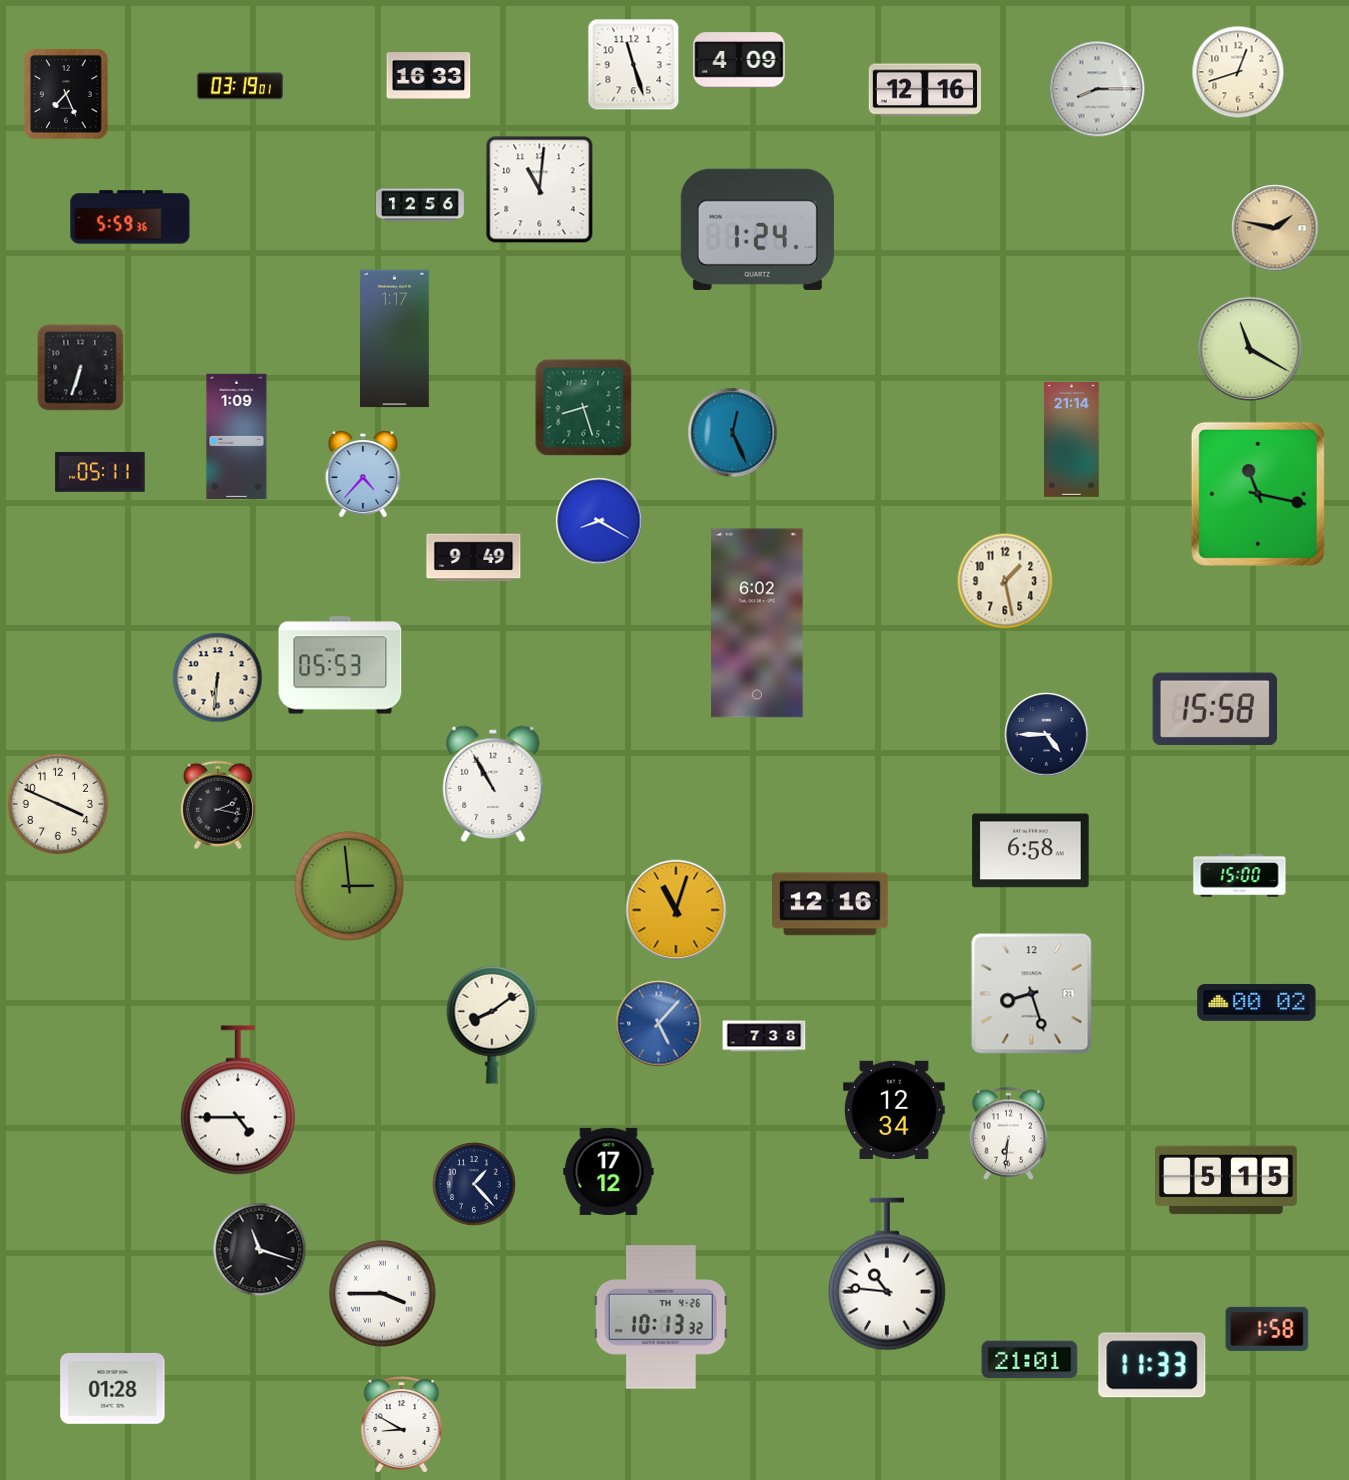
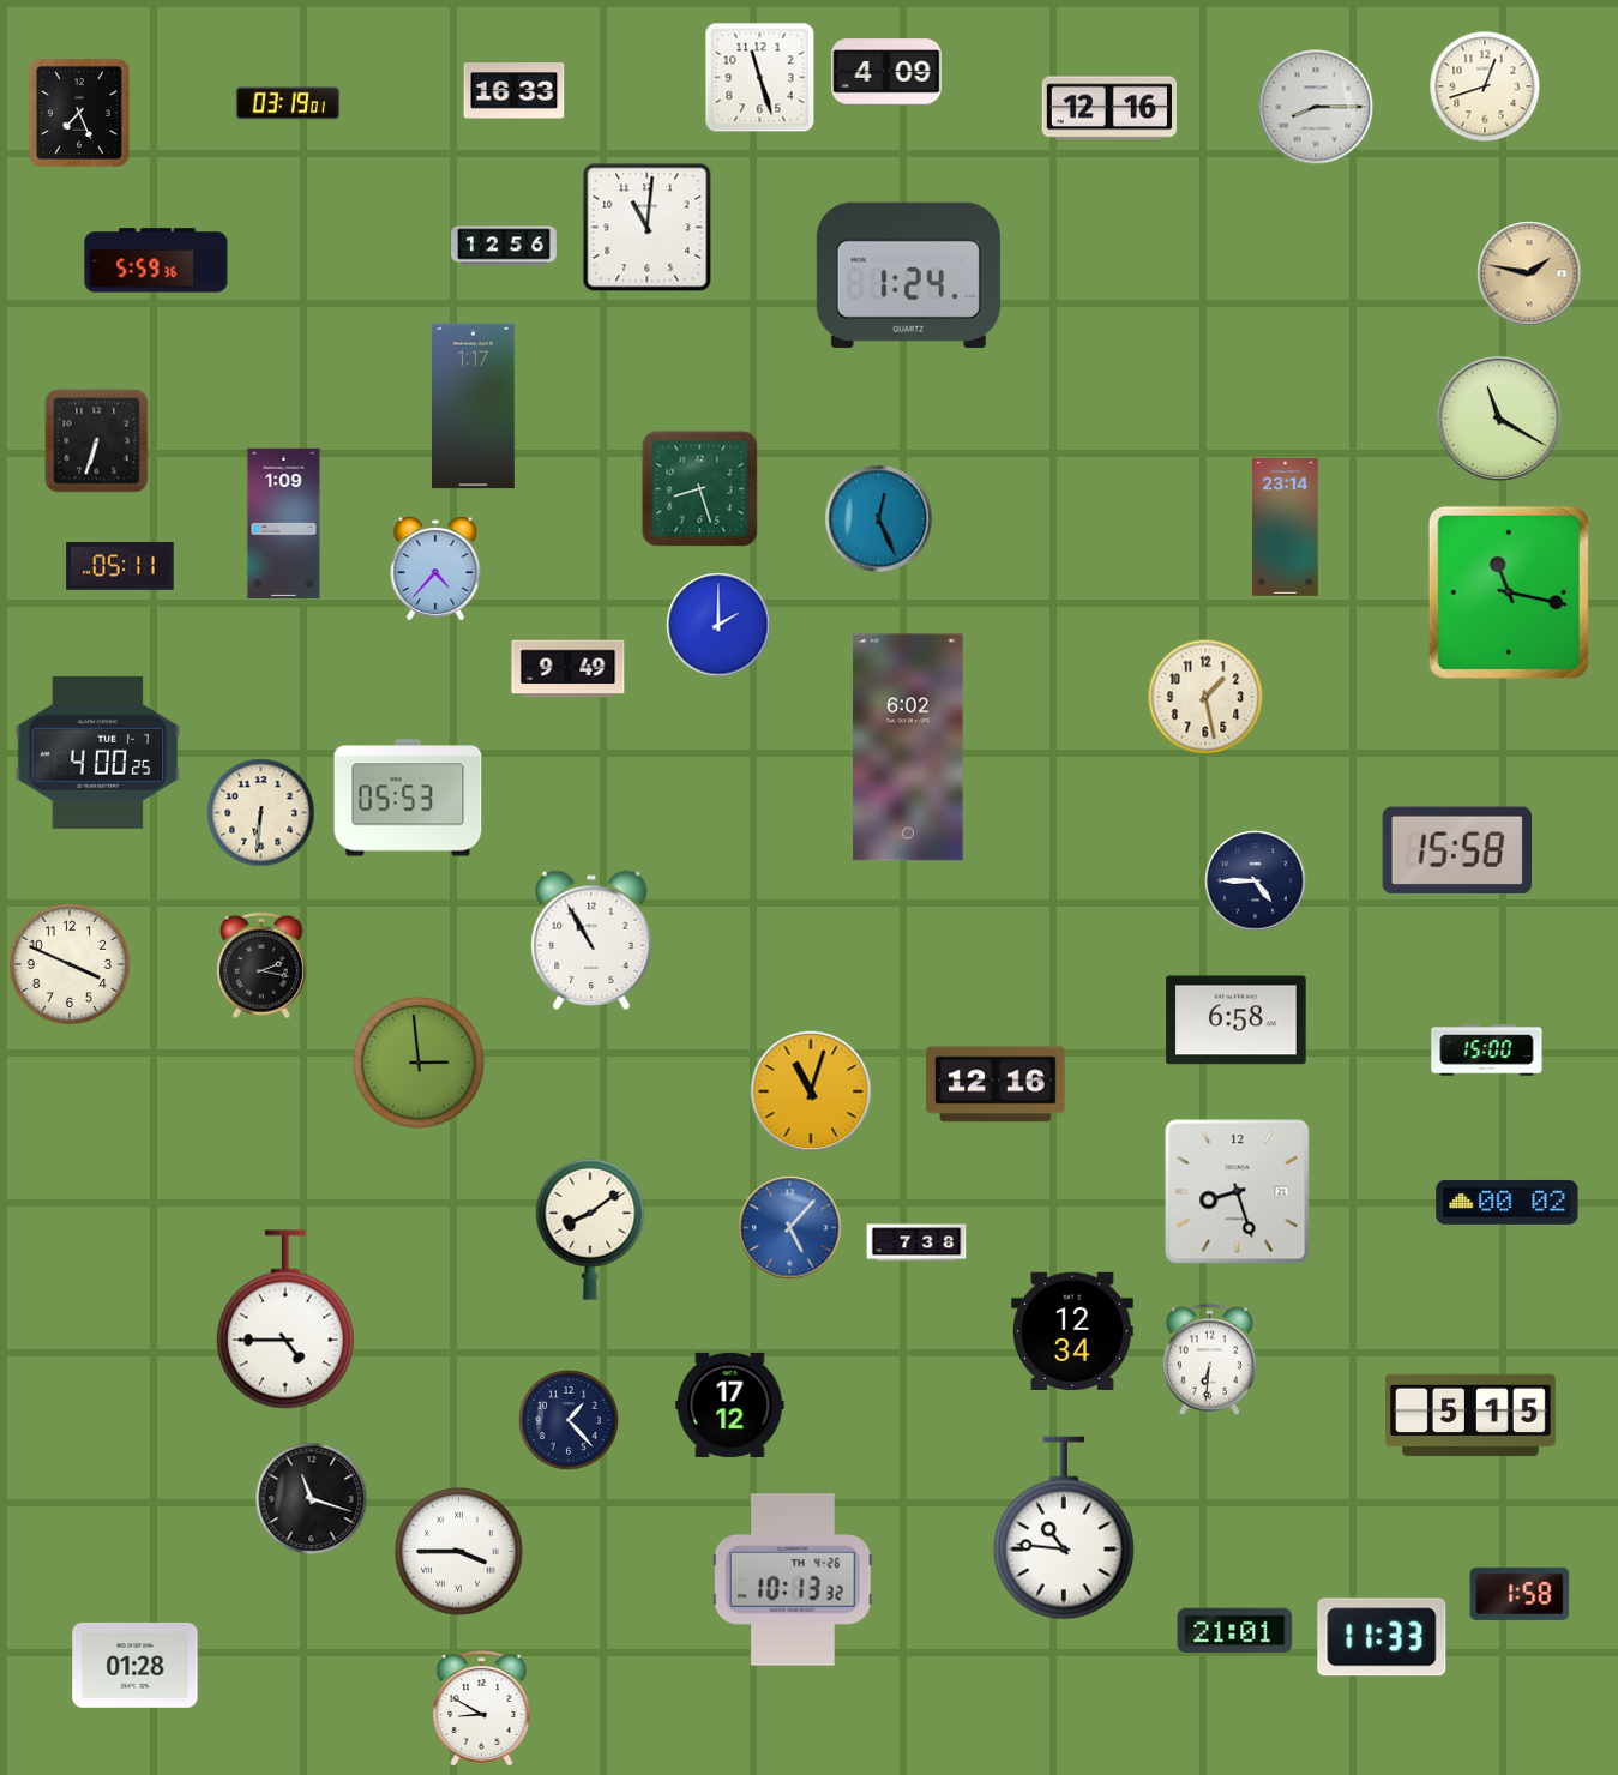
clock at (1072, 440): 21:14 -> 23:14
clock at (599, 521): 8:20 -> 2:00
clock at (98, 752): none -> 4:00
